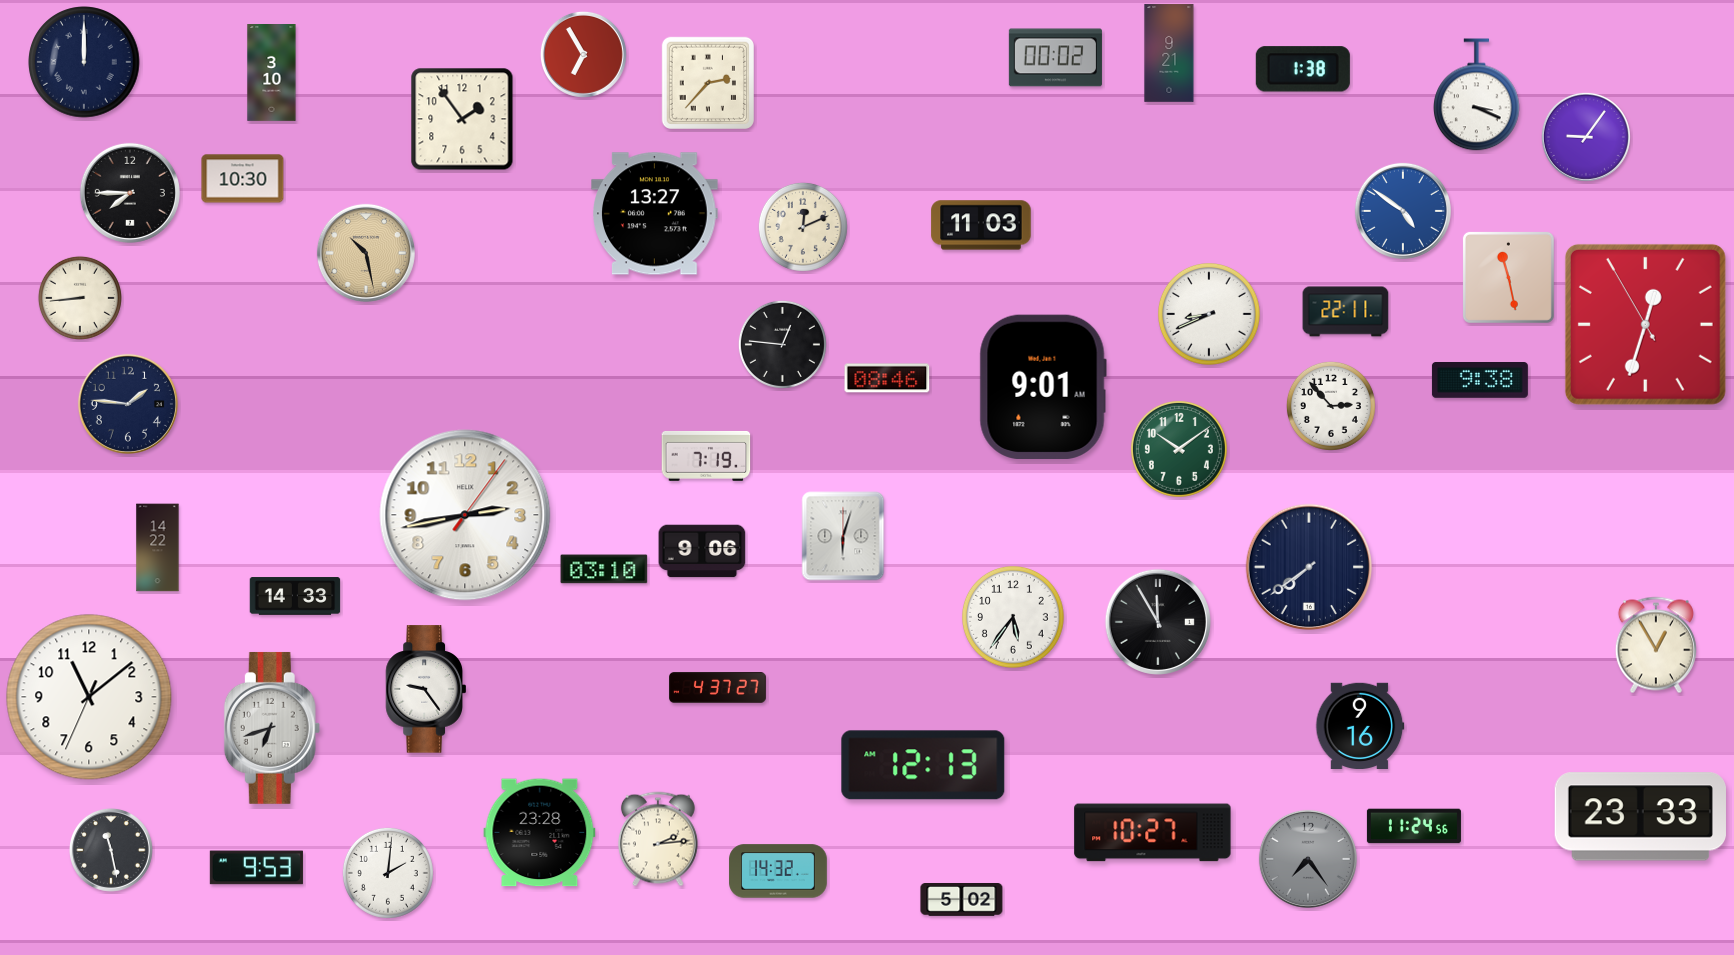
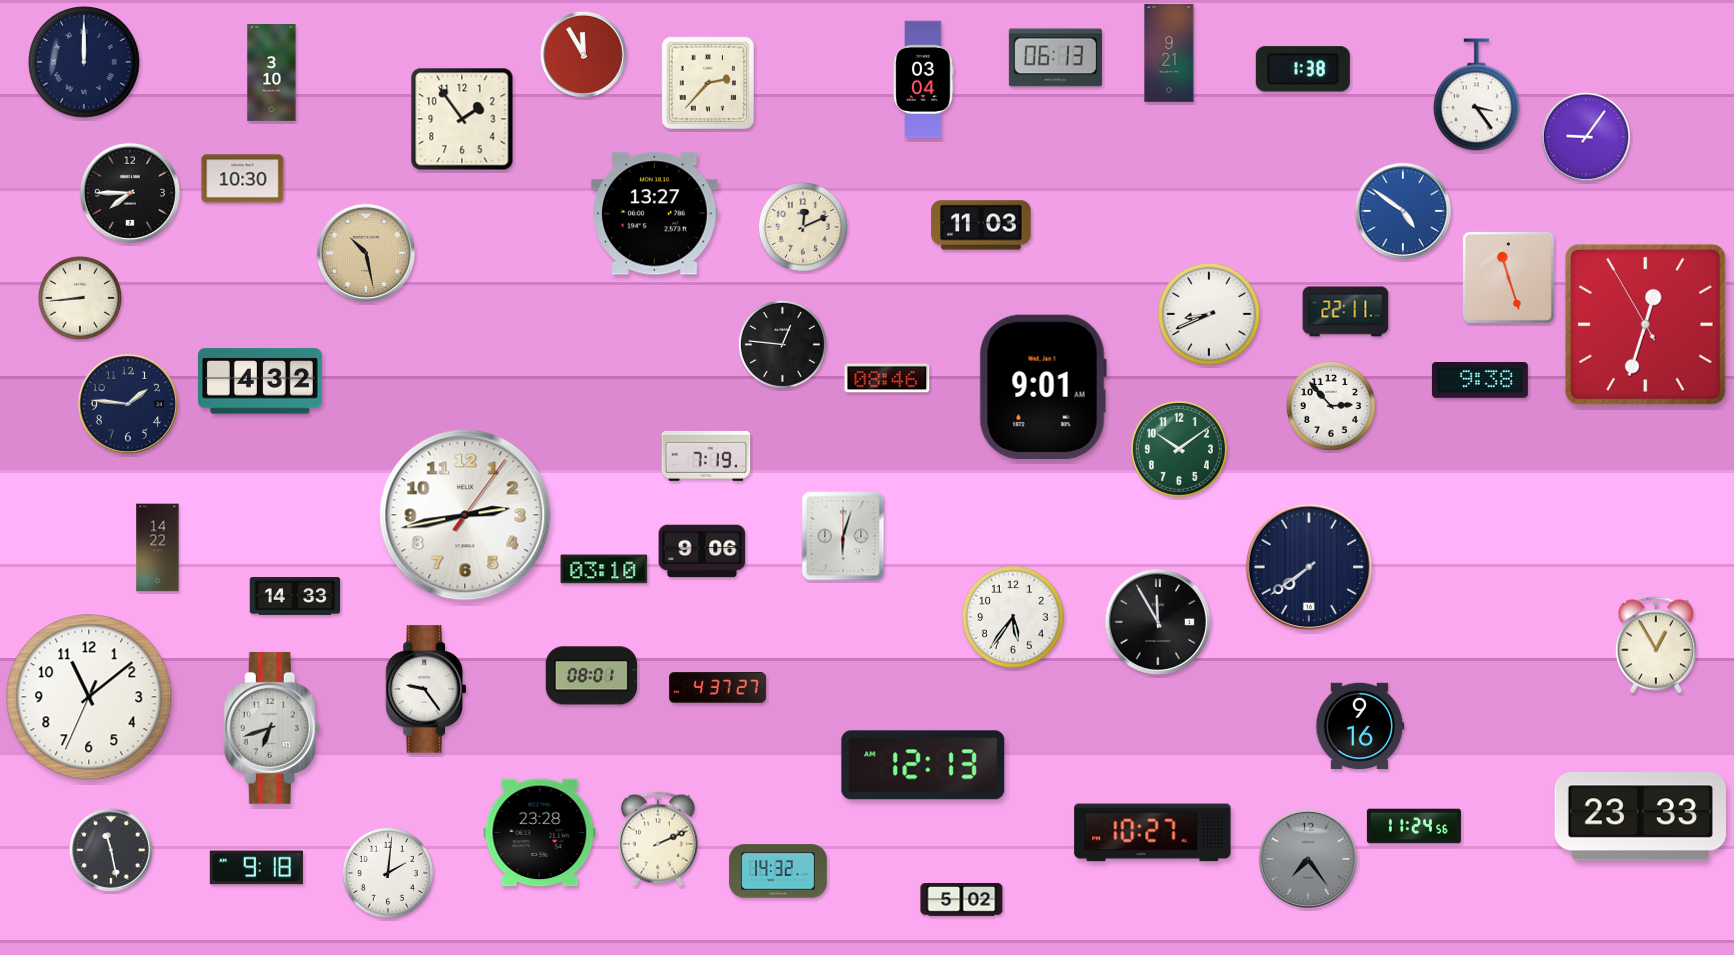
clock at (583, 54): 6:55 -> 11:55
clock at (1055, 58): 00:02 -> 06:13
clock at (923, 80): none -> 03:04
clock at (1477, 95): 3:19 -> 3:24
clock at (1508, 277): 11:28 -> 11:27
clock at (260, 381): none -> 4:32
clock at (591, 676): none -> 08:01
clock at (658, 839): 2:14 -> 2:11
clock at (256, 868): 9:53 -> 9:18
